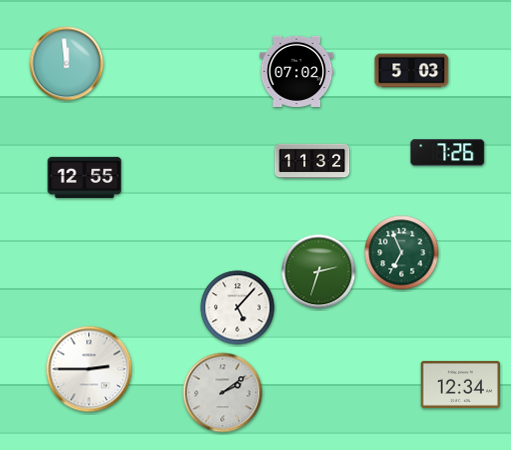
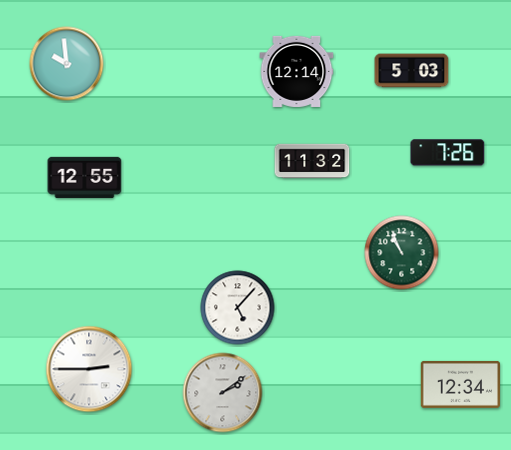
clock at (67, 64): 11:59 -> 9:59
clock at (297, 71): 07:02 -> 12:14
clock at (402, 253): 6:56 -> 10:56
clock at (319, 272): 2:33 -> none
